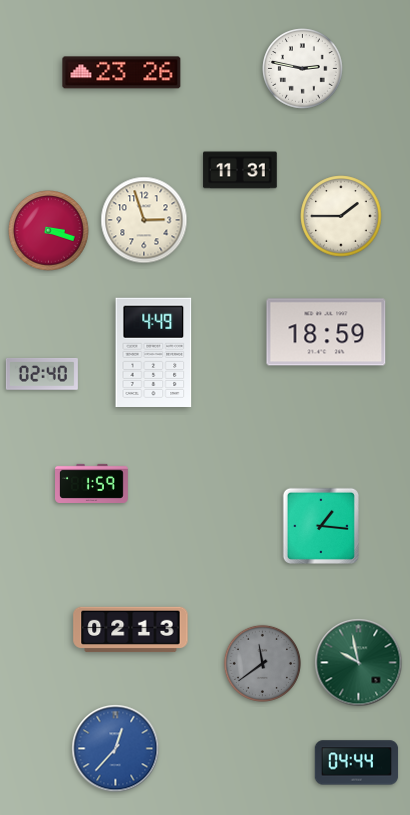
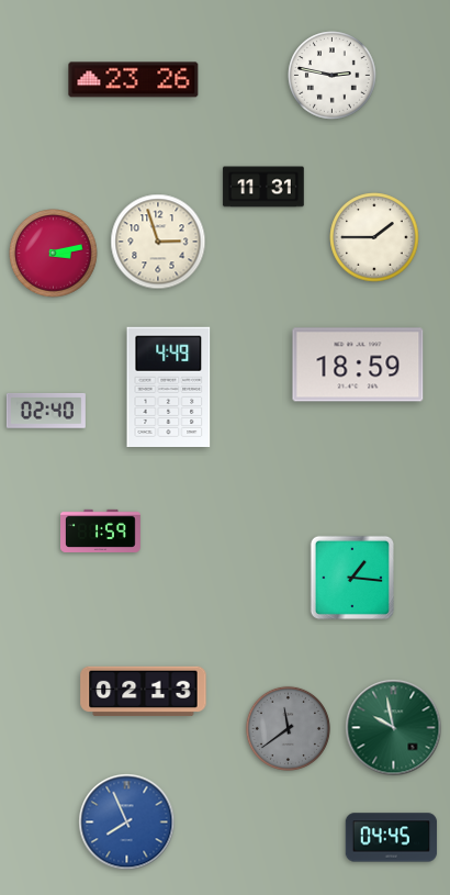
clock at (49, 231): 3:18 -> 3:13
clock at (116, 749): 12:37 -> 7:56
clock at (357, 763): 04:44 -> 04:45
